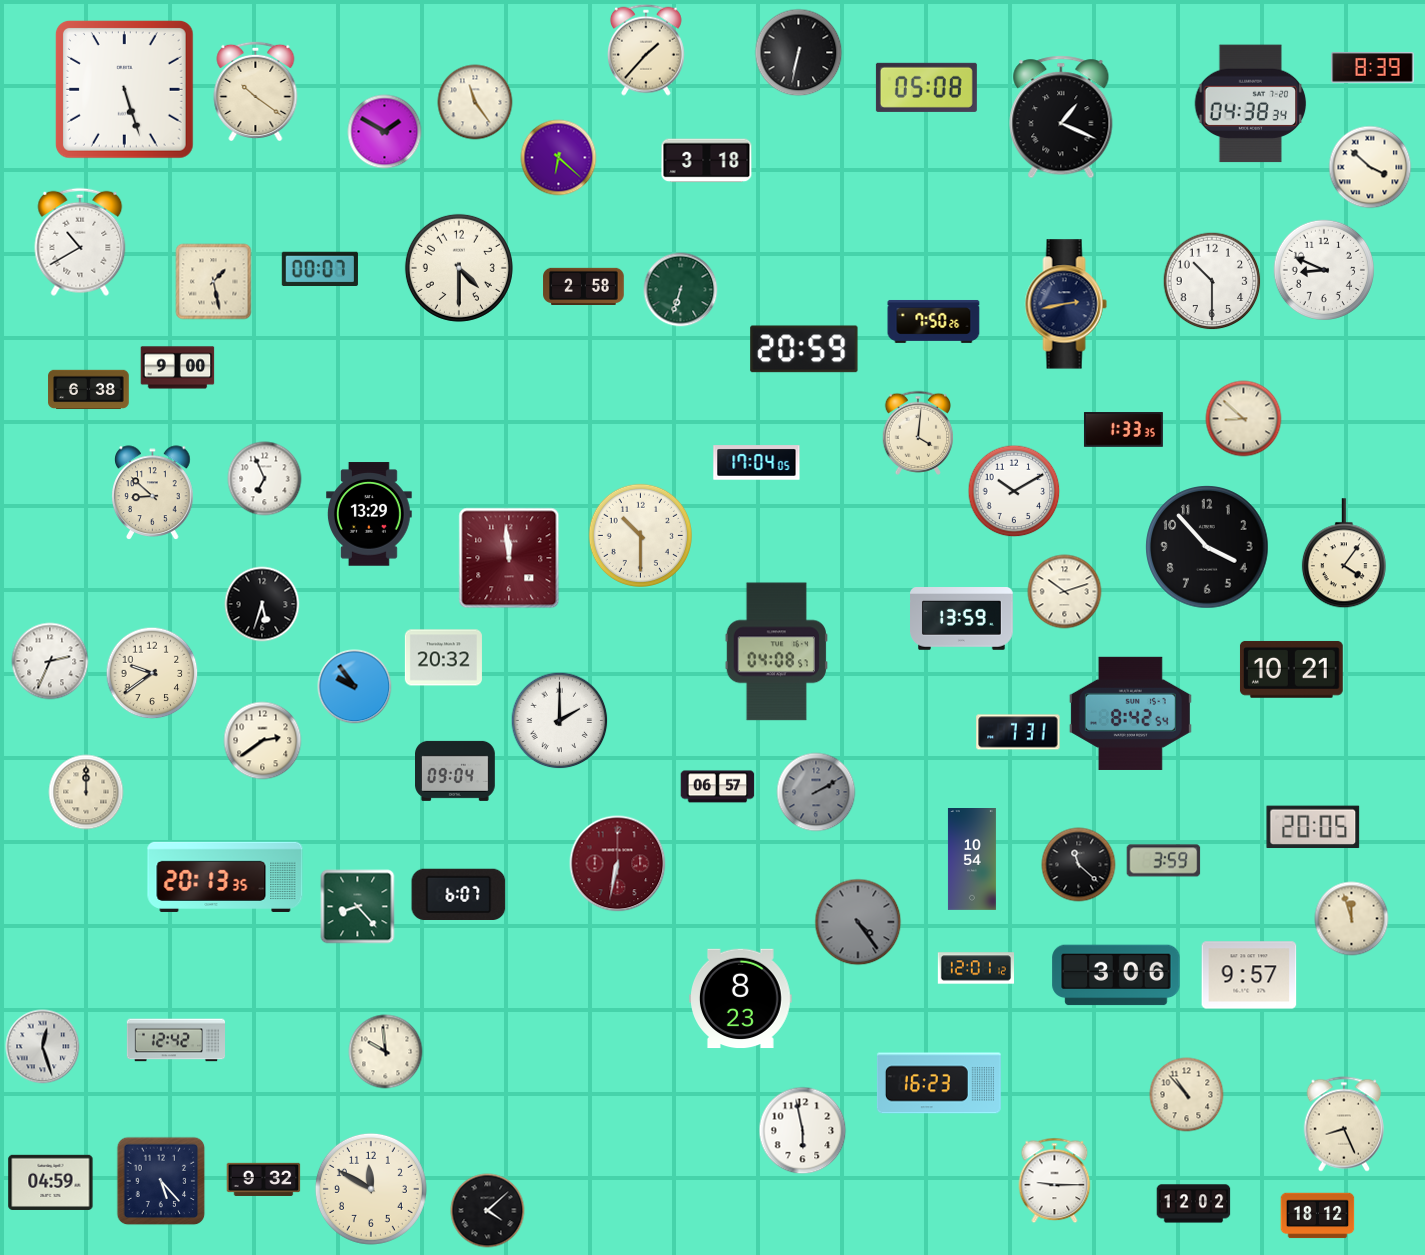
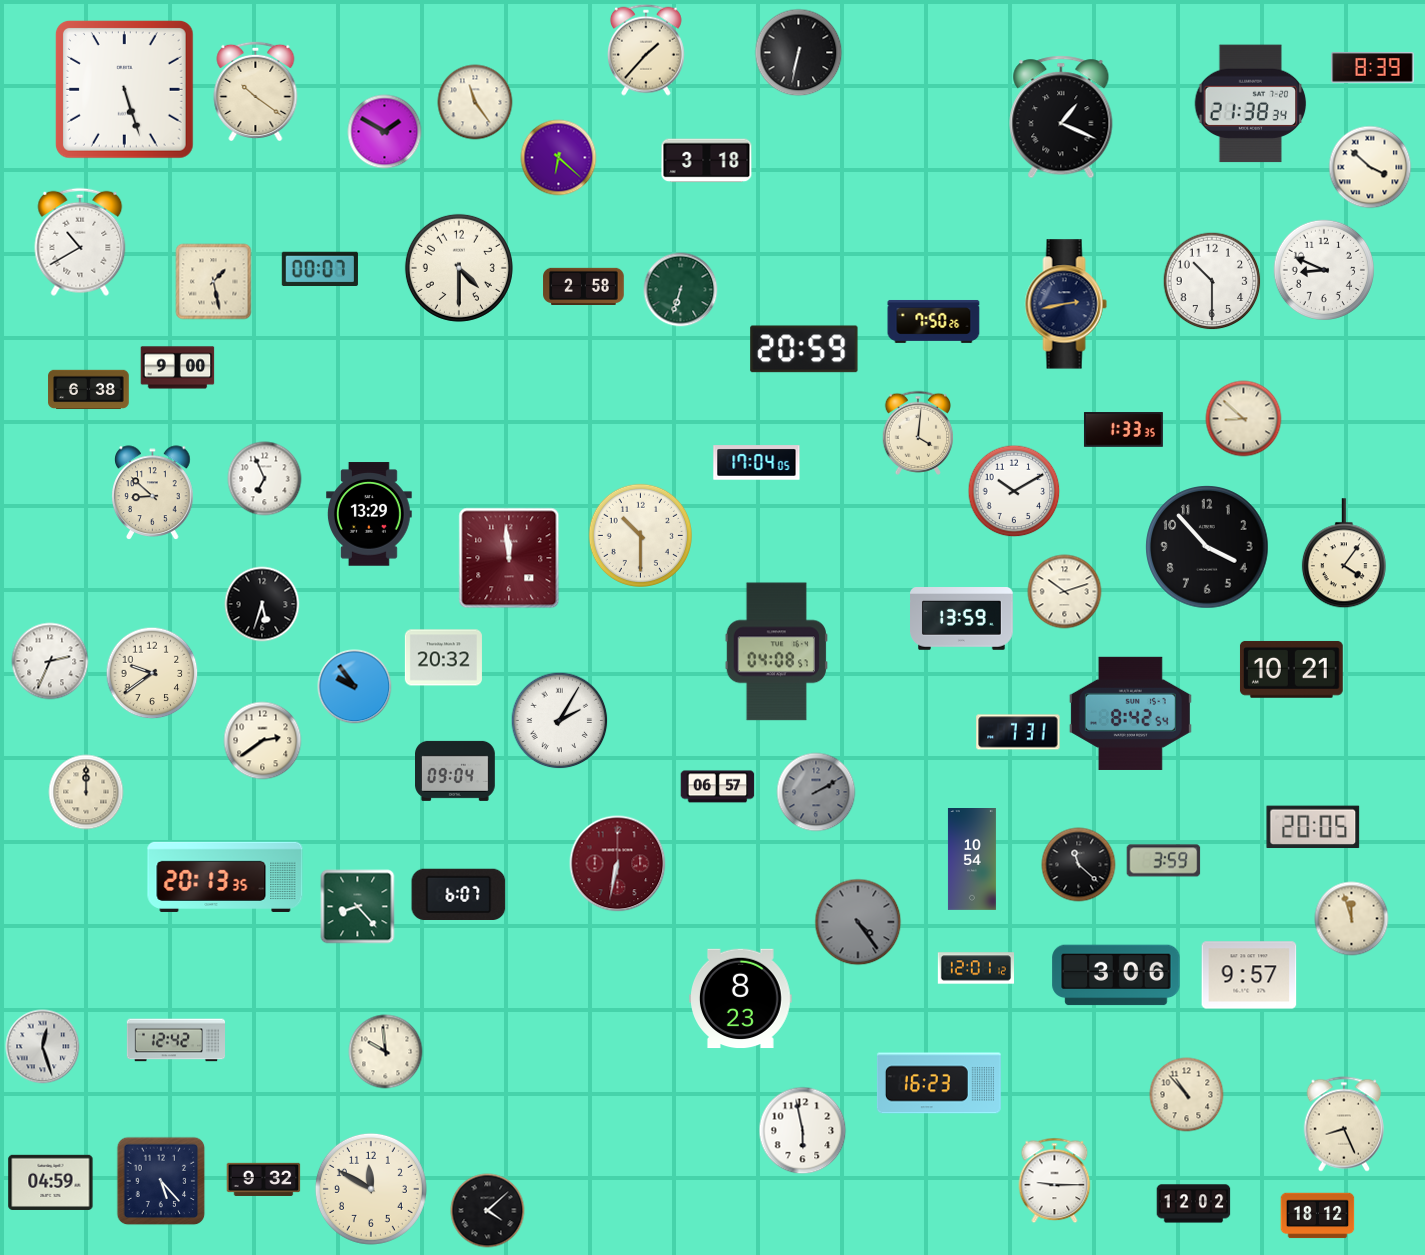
clock at (926, 87): 05:08 -> none
clock at (1251, 104): 04:38 -> 21:38
clock at (560, 721): 2:00 -> 2:05
